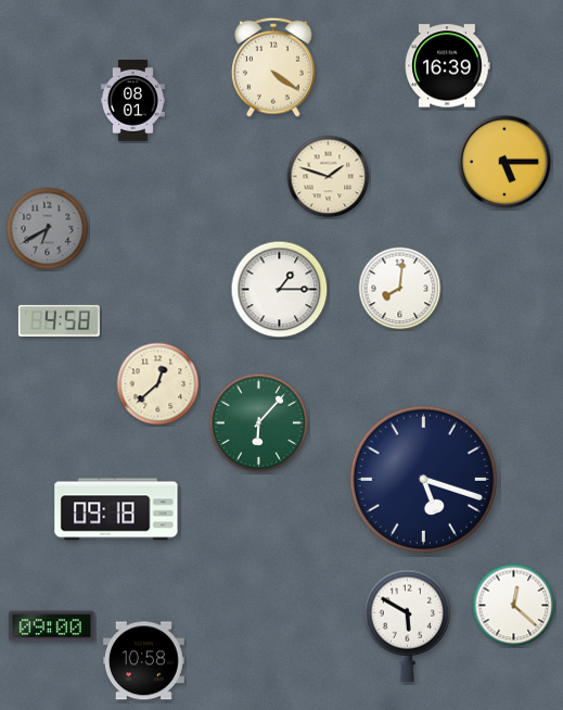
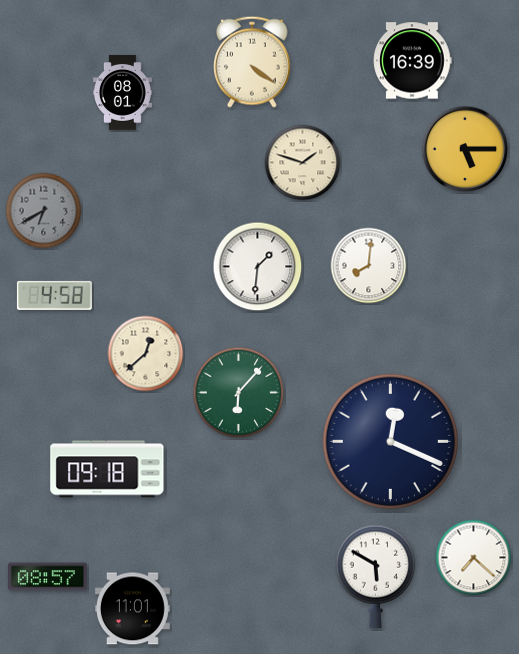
clock at (280, 290): 1:15 -> 1:31
clock at (259, 423) position: (259, 423) -> (239, 393)
clock at (423, 479): 5:18 -> 12:19
clock at (514, 606): 12:22 -> 7:22
clock at (52, 626): 09:00 -> 08:57
clock at (143, 661): 10:58 -> 11:01
